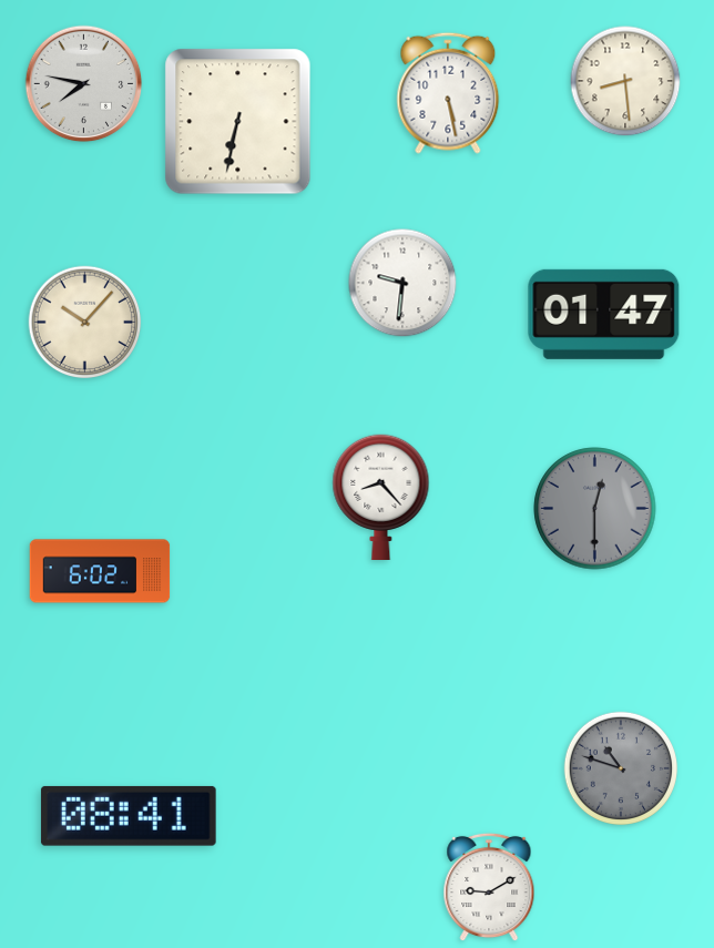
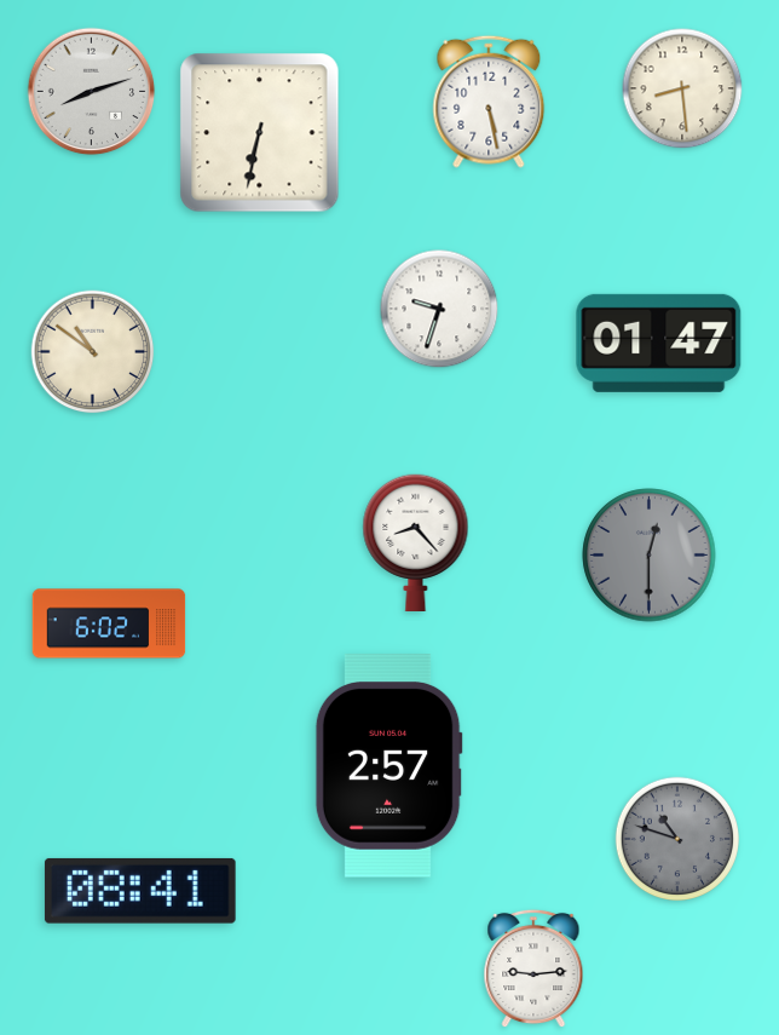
clock at (84, 84): 7:47 -> 8:12
clock at (402, 283): 9:31 -> 9:33
clock at (85, 323): 10:07 -> 10:51
clock at (388, 766): none -> 2:57
clock at (489, 887): 9:10 -> 9:14
